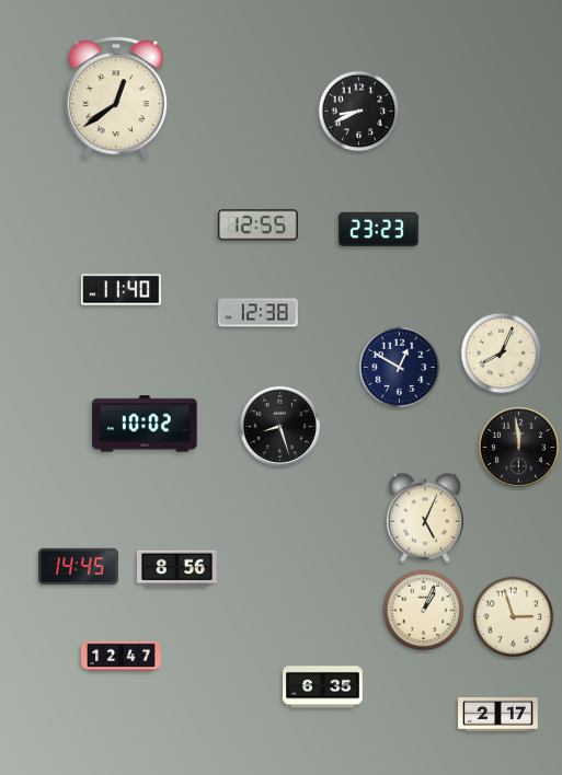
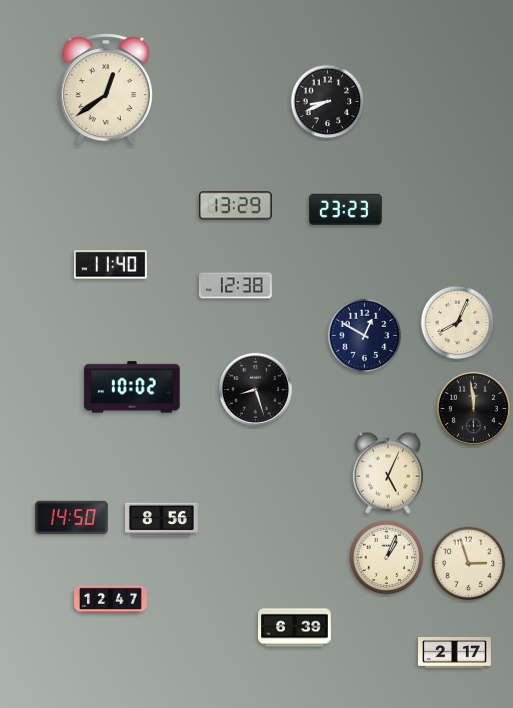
clock at (257, 225): 12:55 -> 13:29
clock at (79, 567): 14:45 -> 14:50
clock at (323, 687): 6:35 -> 6:39
